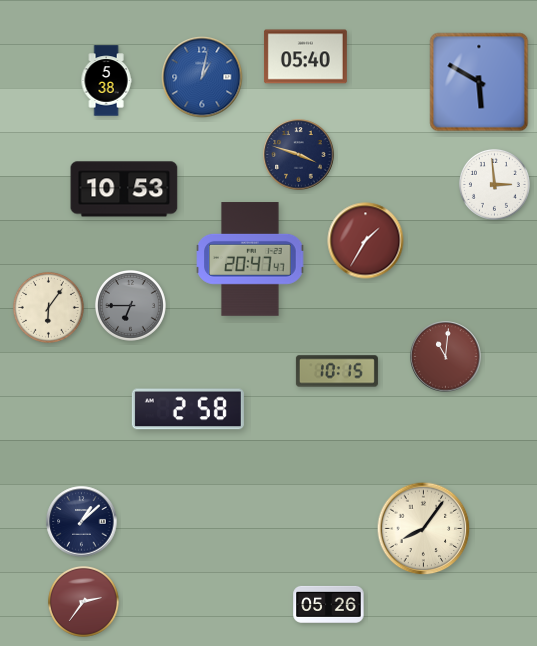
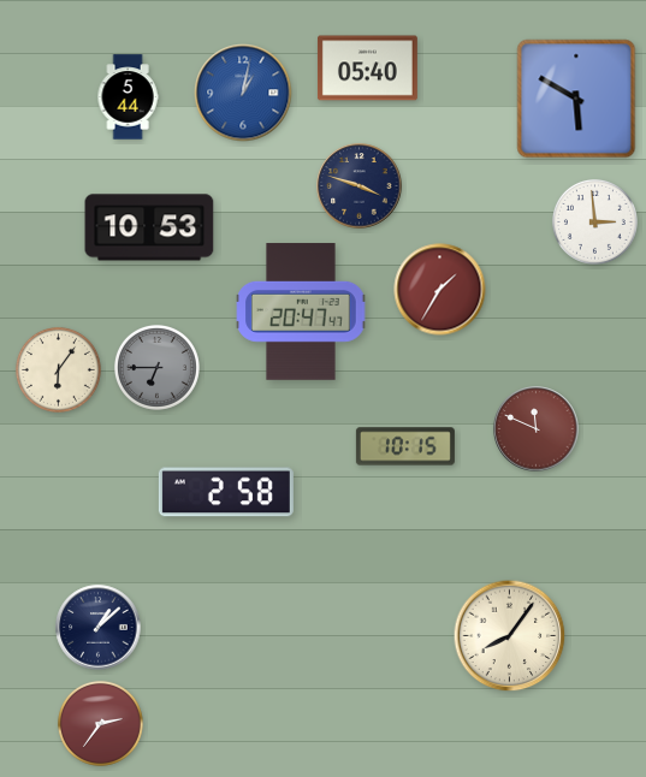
clock at (106, 81): 5:38 -> 5:44
clock at (446, 357): 11:01 -> 11:49
clock at (329, 604): 05:26 -> none
